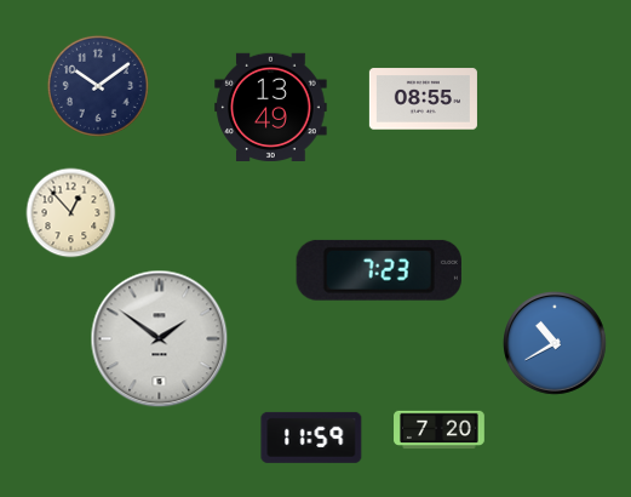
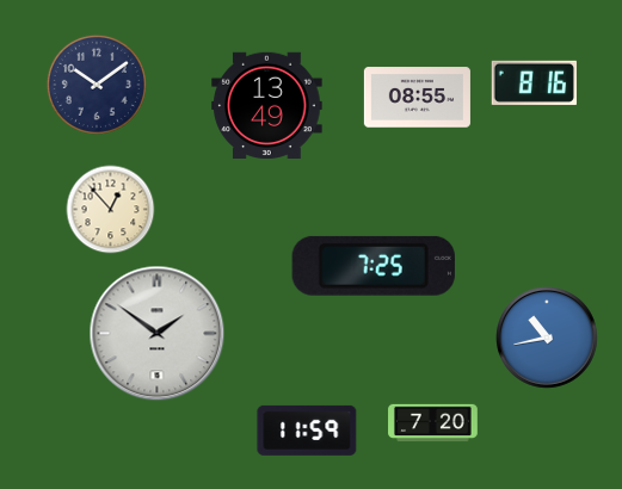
clock at (535, 82): none -> 8:16
clock at (71, 213) position: (71, 213) -> (111, 210)
clock at (379, 270): 7:23 -> 7:25
clock at (556, 344): 10:40 -> 10:43
